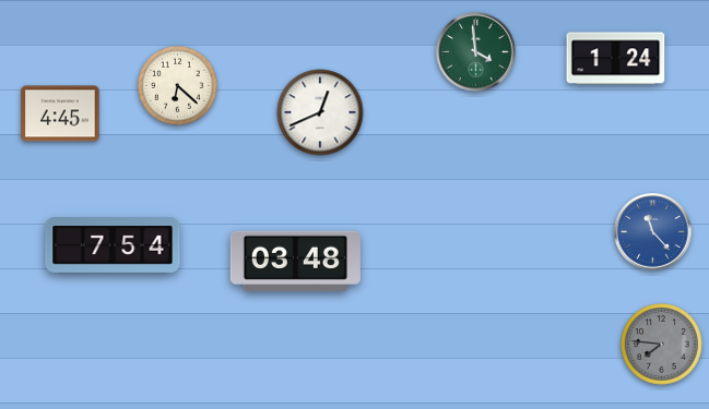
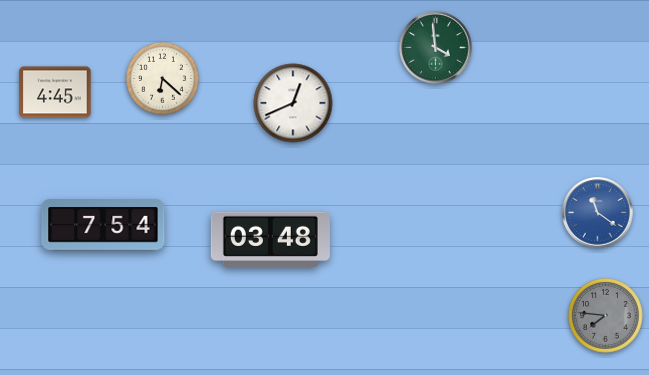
clock at (616, 59): 1:24 -> none
clock at (60, 113) position: (60, 113) -> (55, 92)
clock at (653, 232): 11:23 -> 11:21
